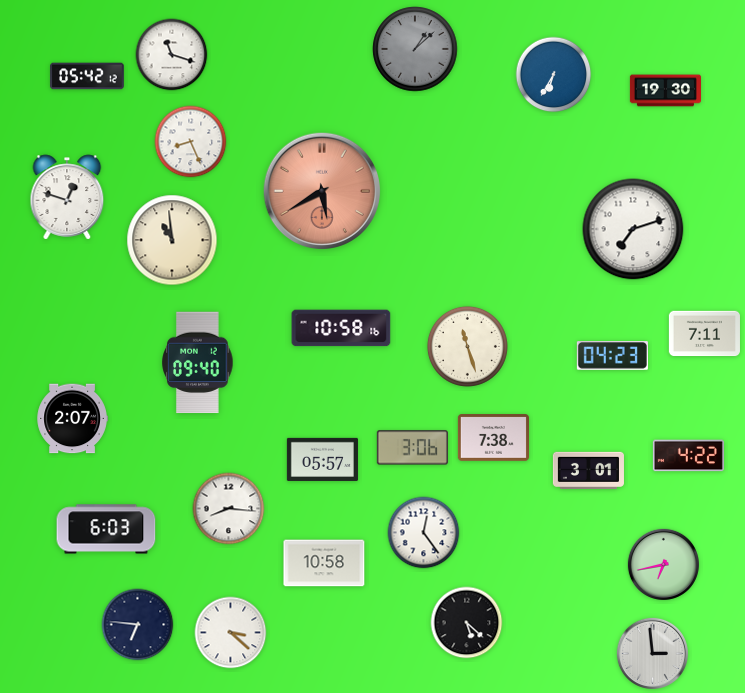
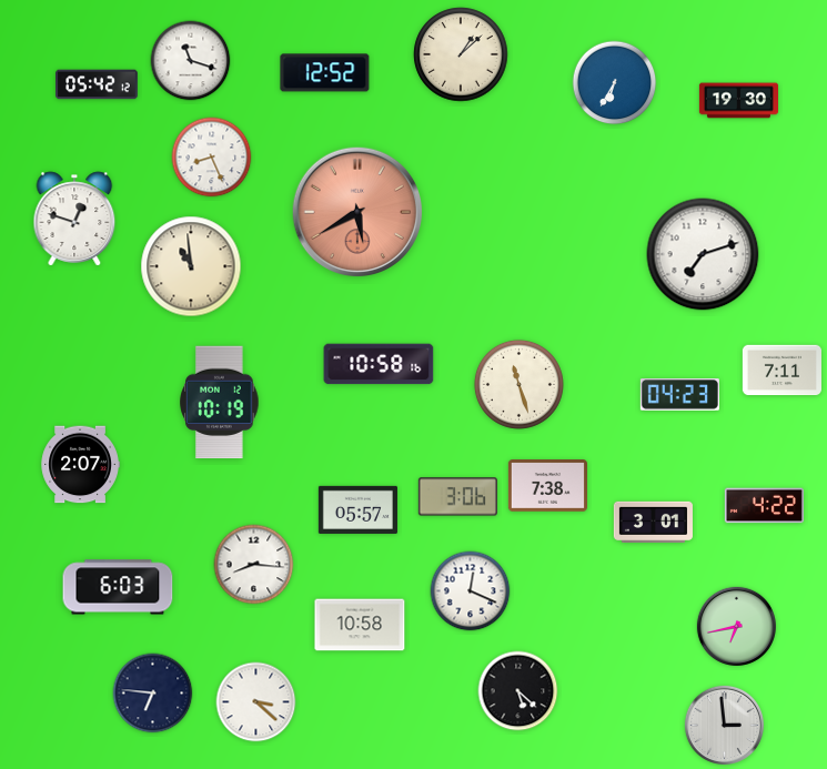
clock at (415, 49) dial: grey -> cream
clock at (325, 73): none -> 12:52
clock at (198, 363): 09:40 -> 10:19
clock at (424, 533): 12:24 -> 12:19
